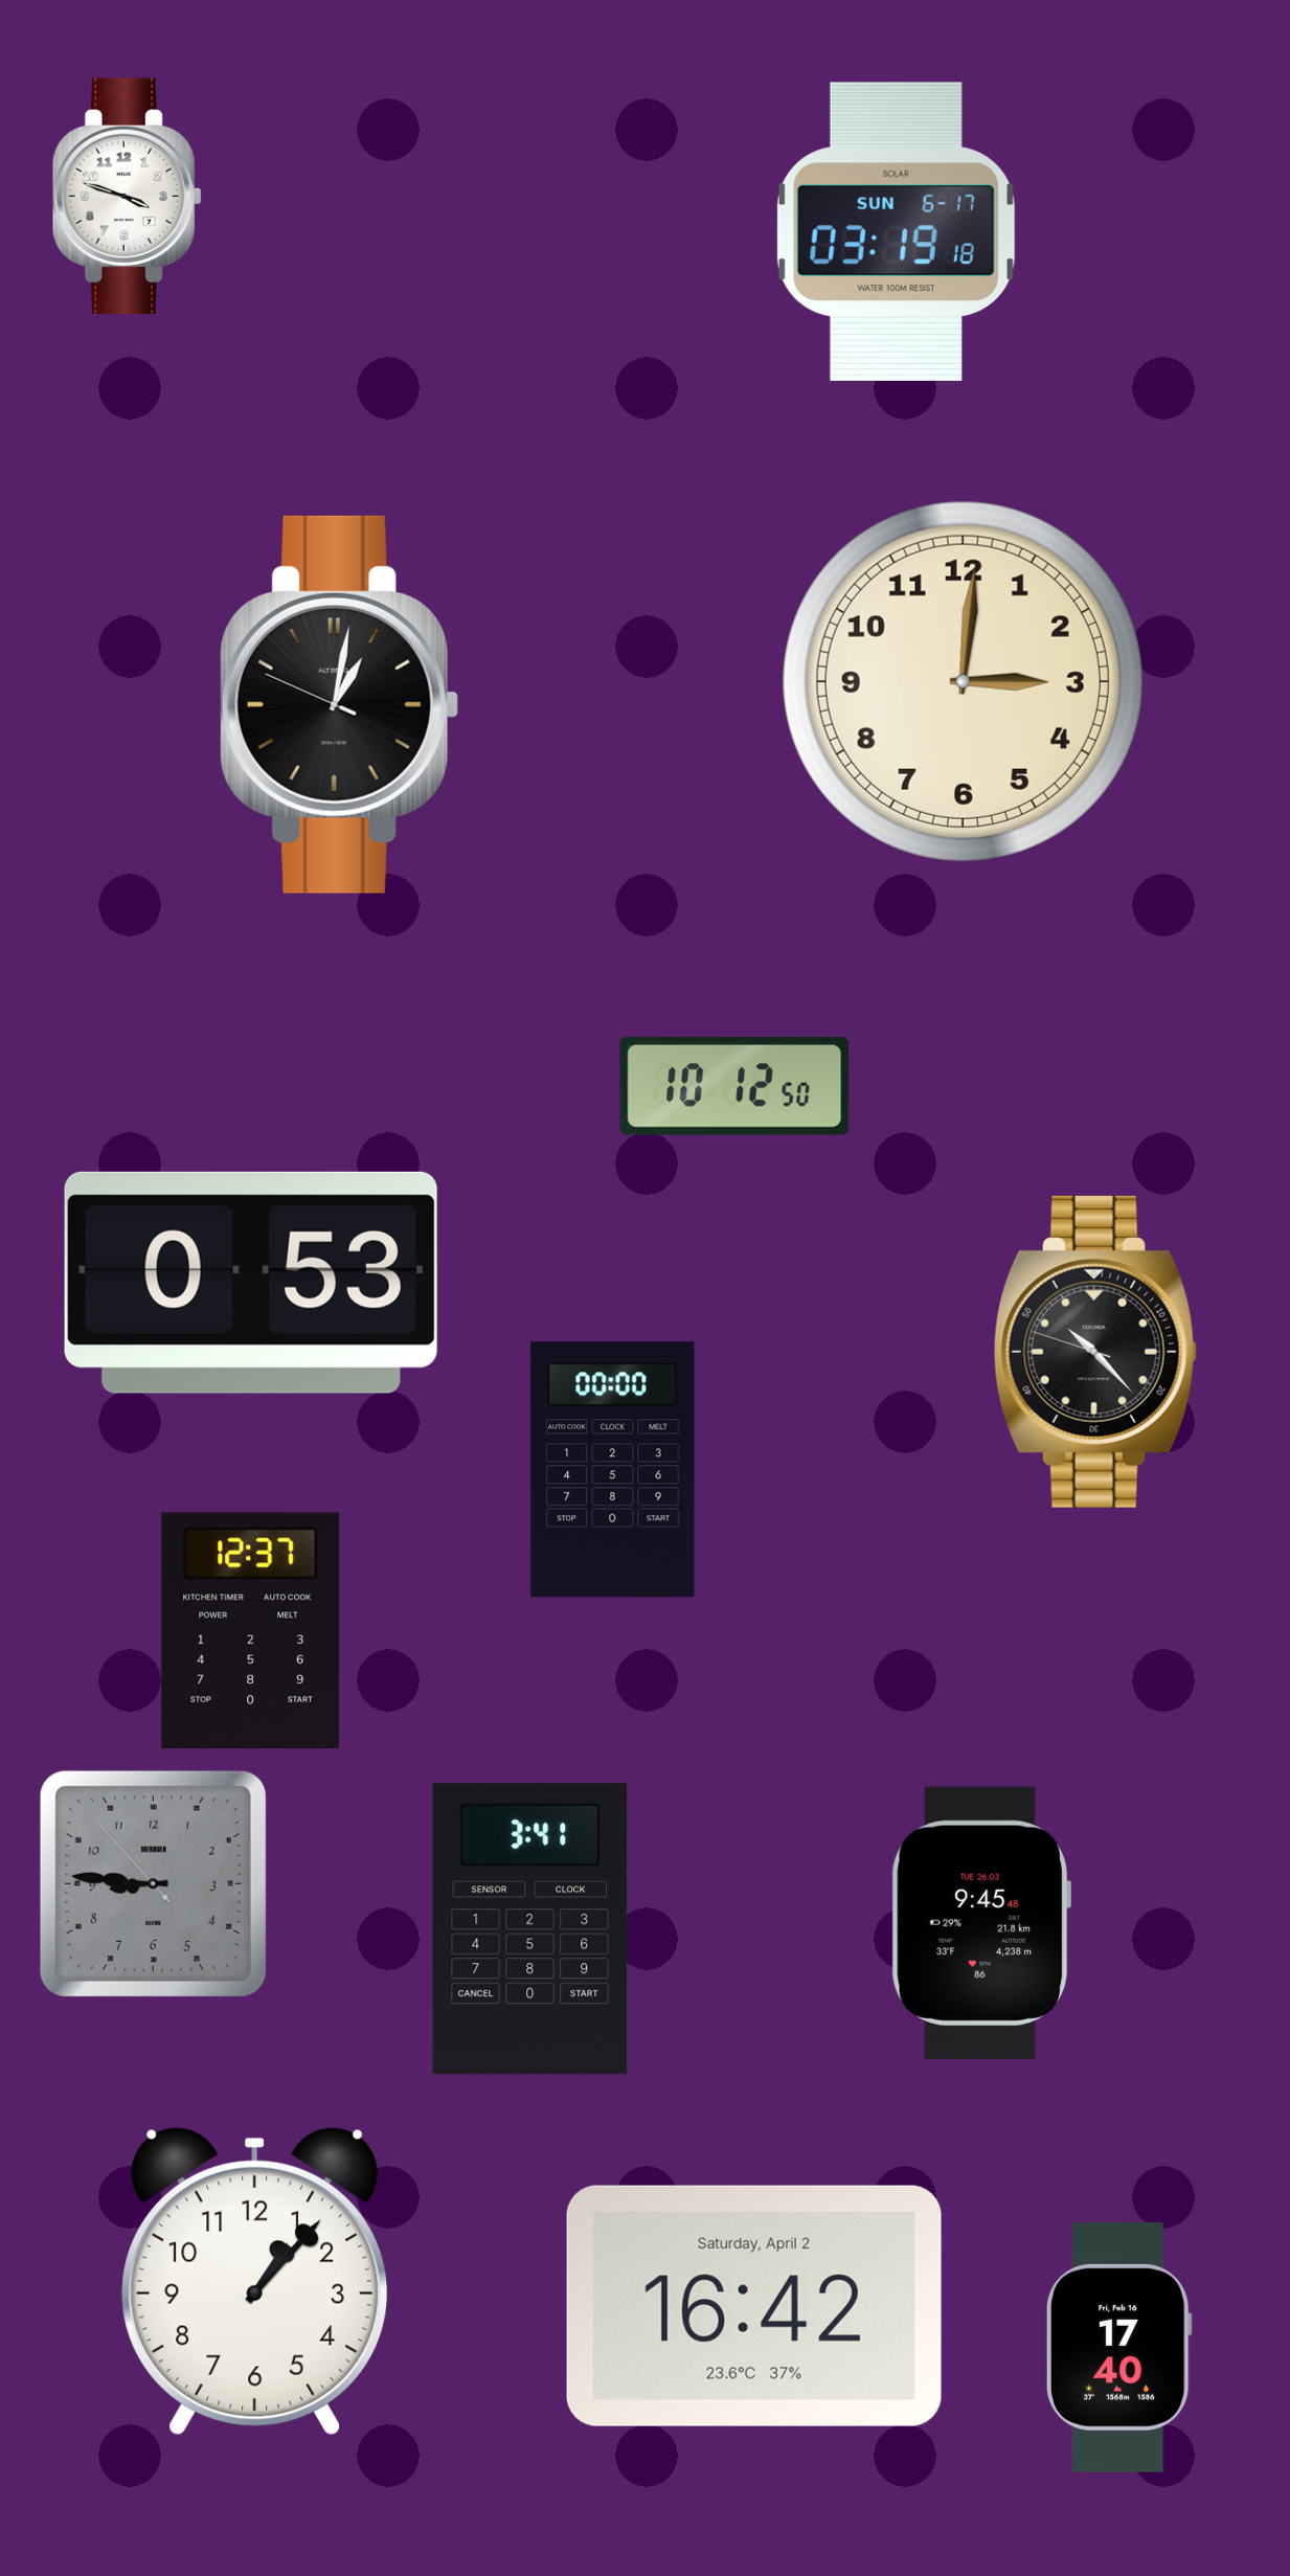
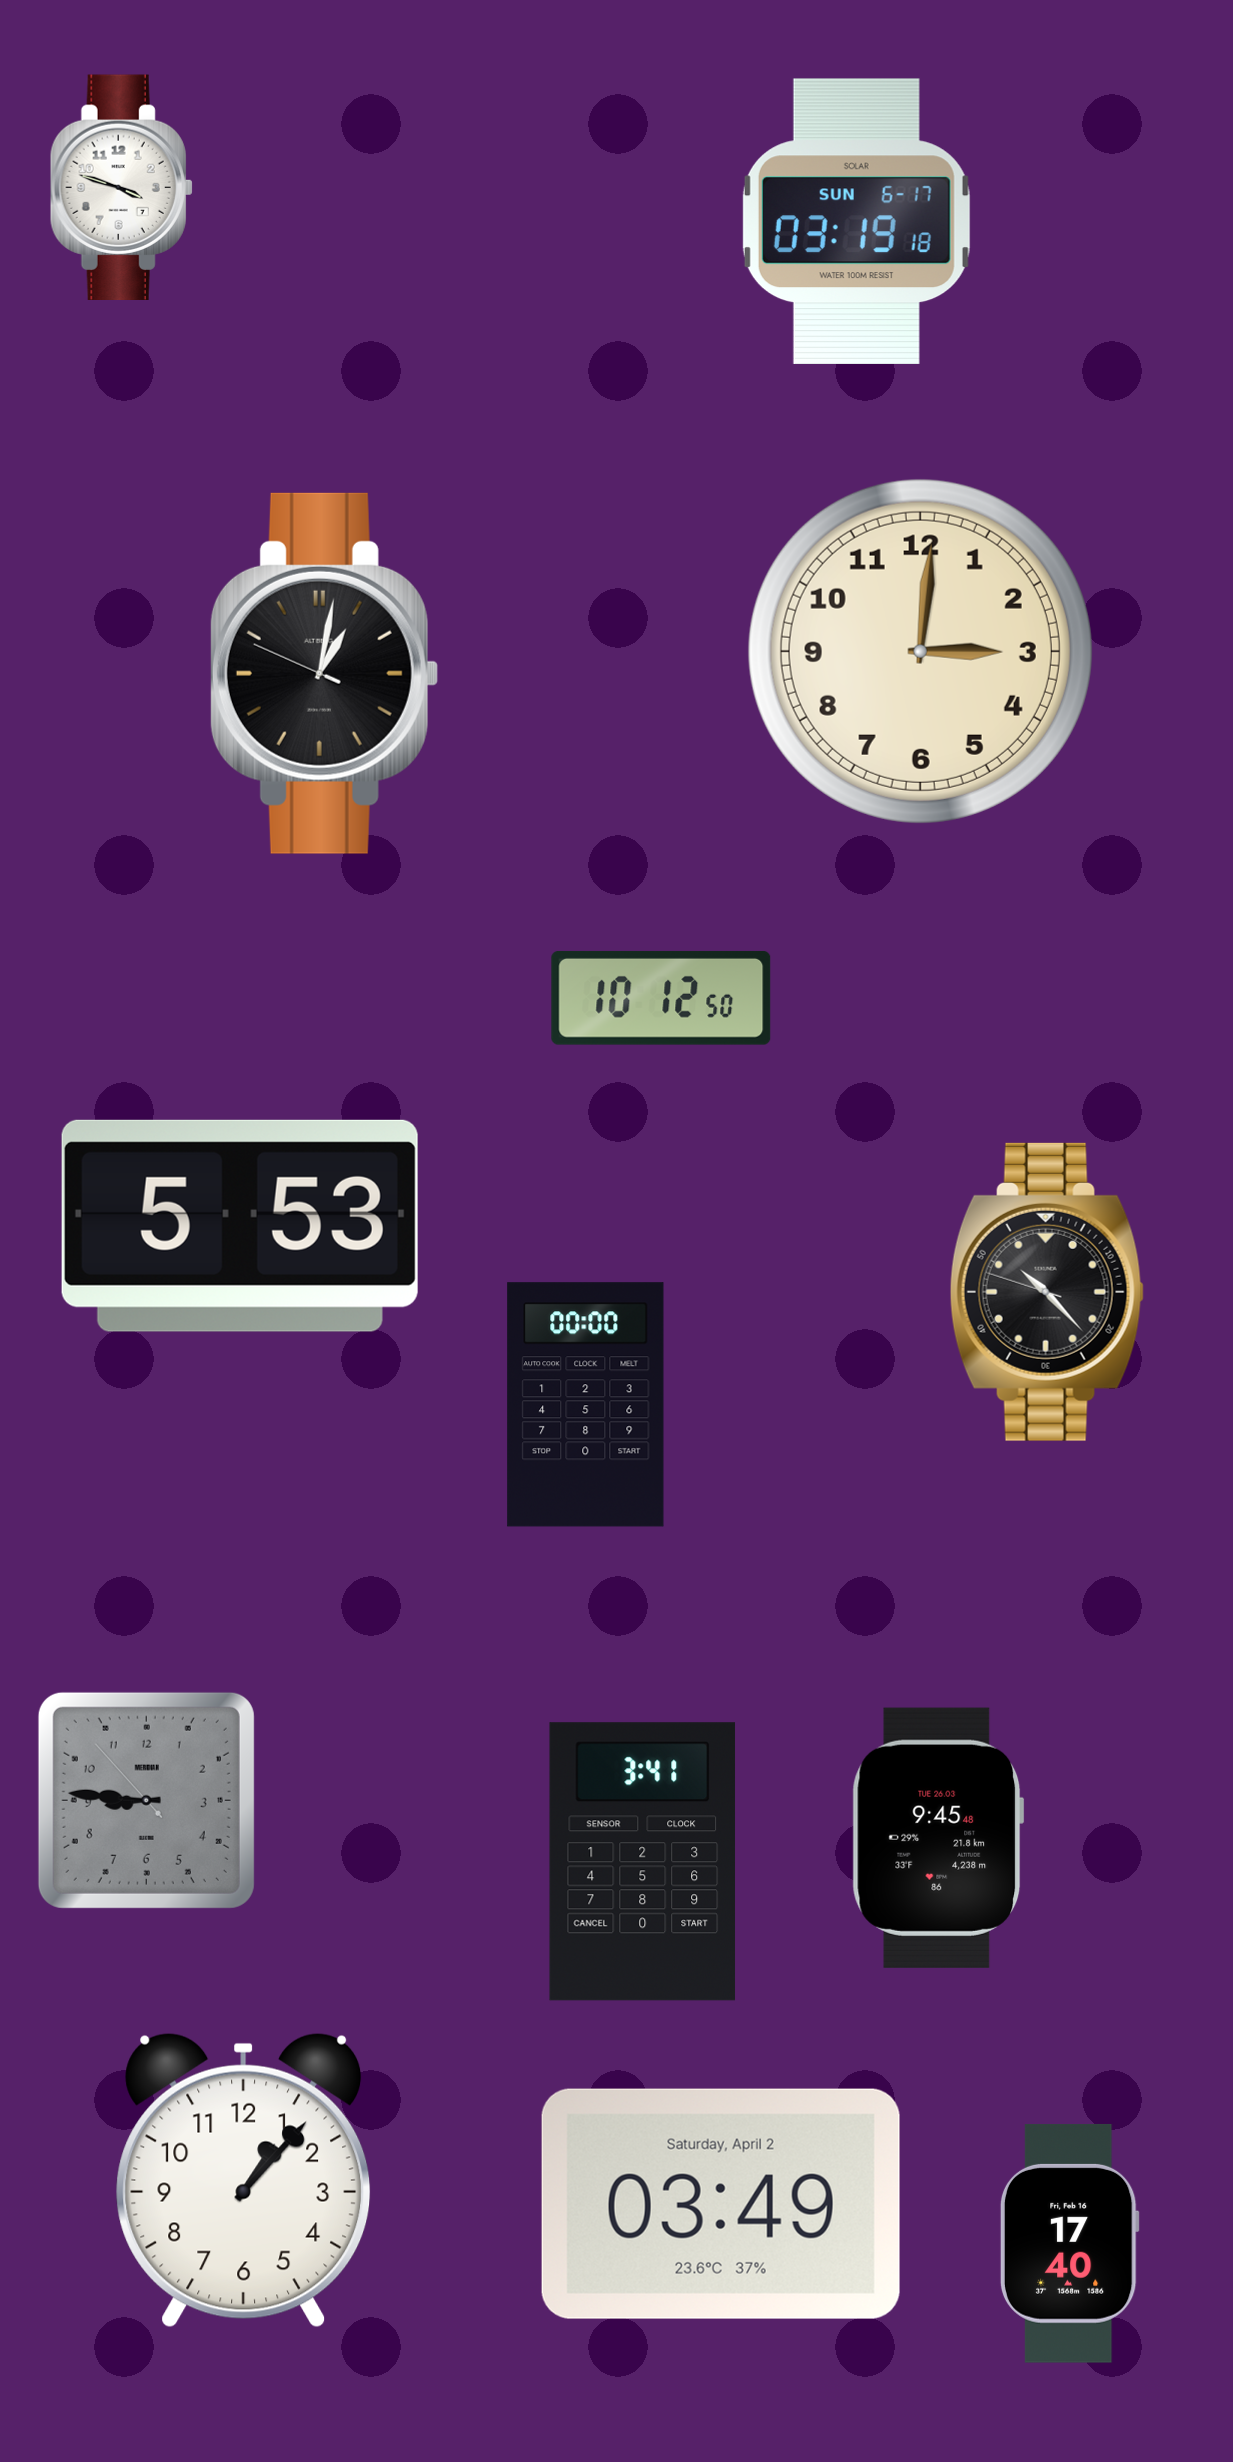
clock at (734, 1086) position: (734, 1086) -> (661, 998)
clock at (251, 1283): 0:53 -> 5:53
clock at (251, 1630): 12:37 -> none
clock at (530, 1929) position: (530, 1929) -> (643, 1862)
clock at (754, 2306): 16:42 -> 03:49
